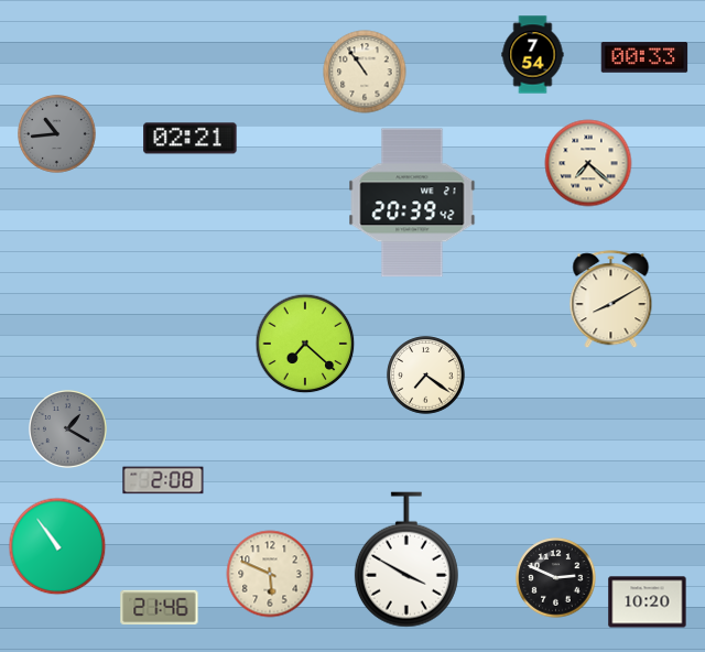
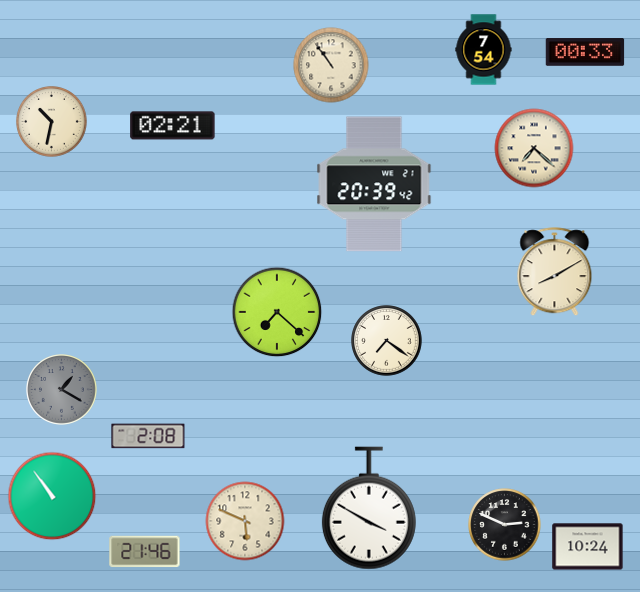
clock at (57, 134): 10:44 -> 10:32
clock at (57, 134) dial: grey -> cream
clock at (648, 602): 10:20 -> 10:24
